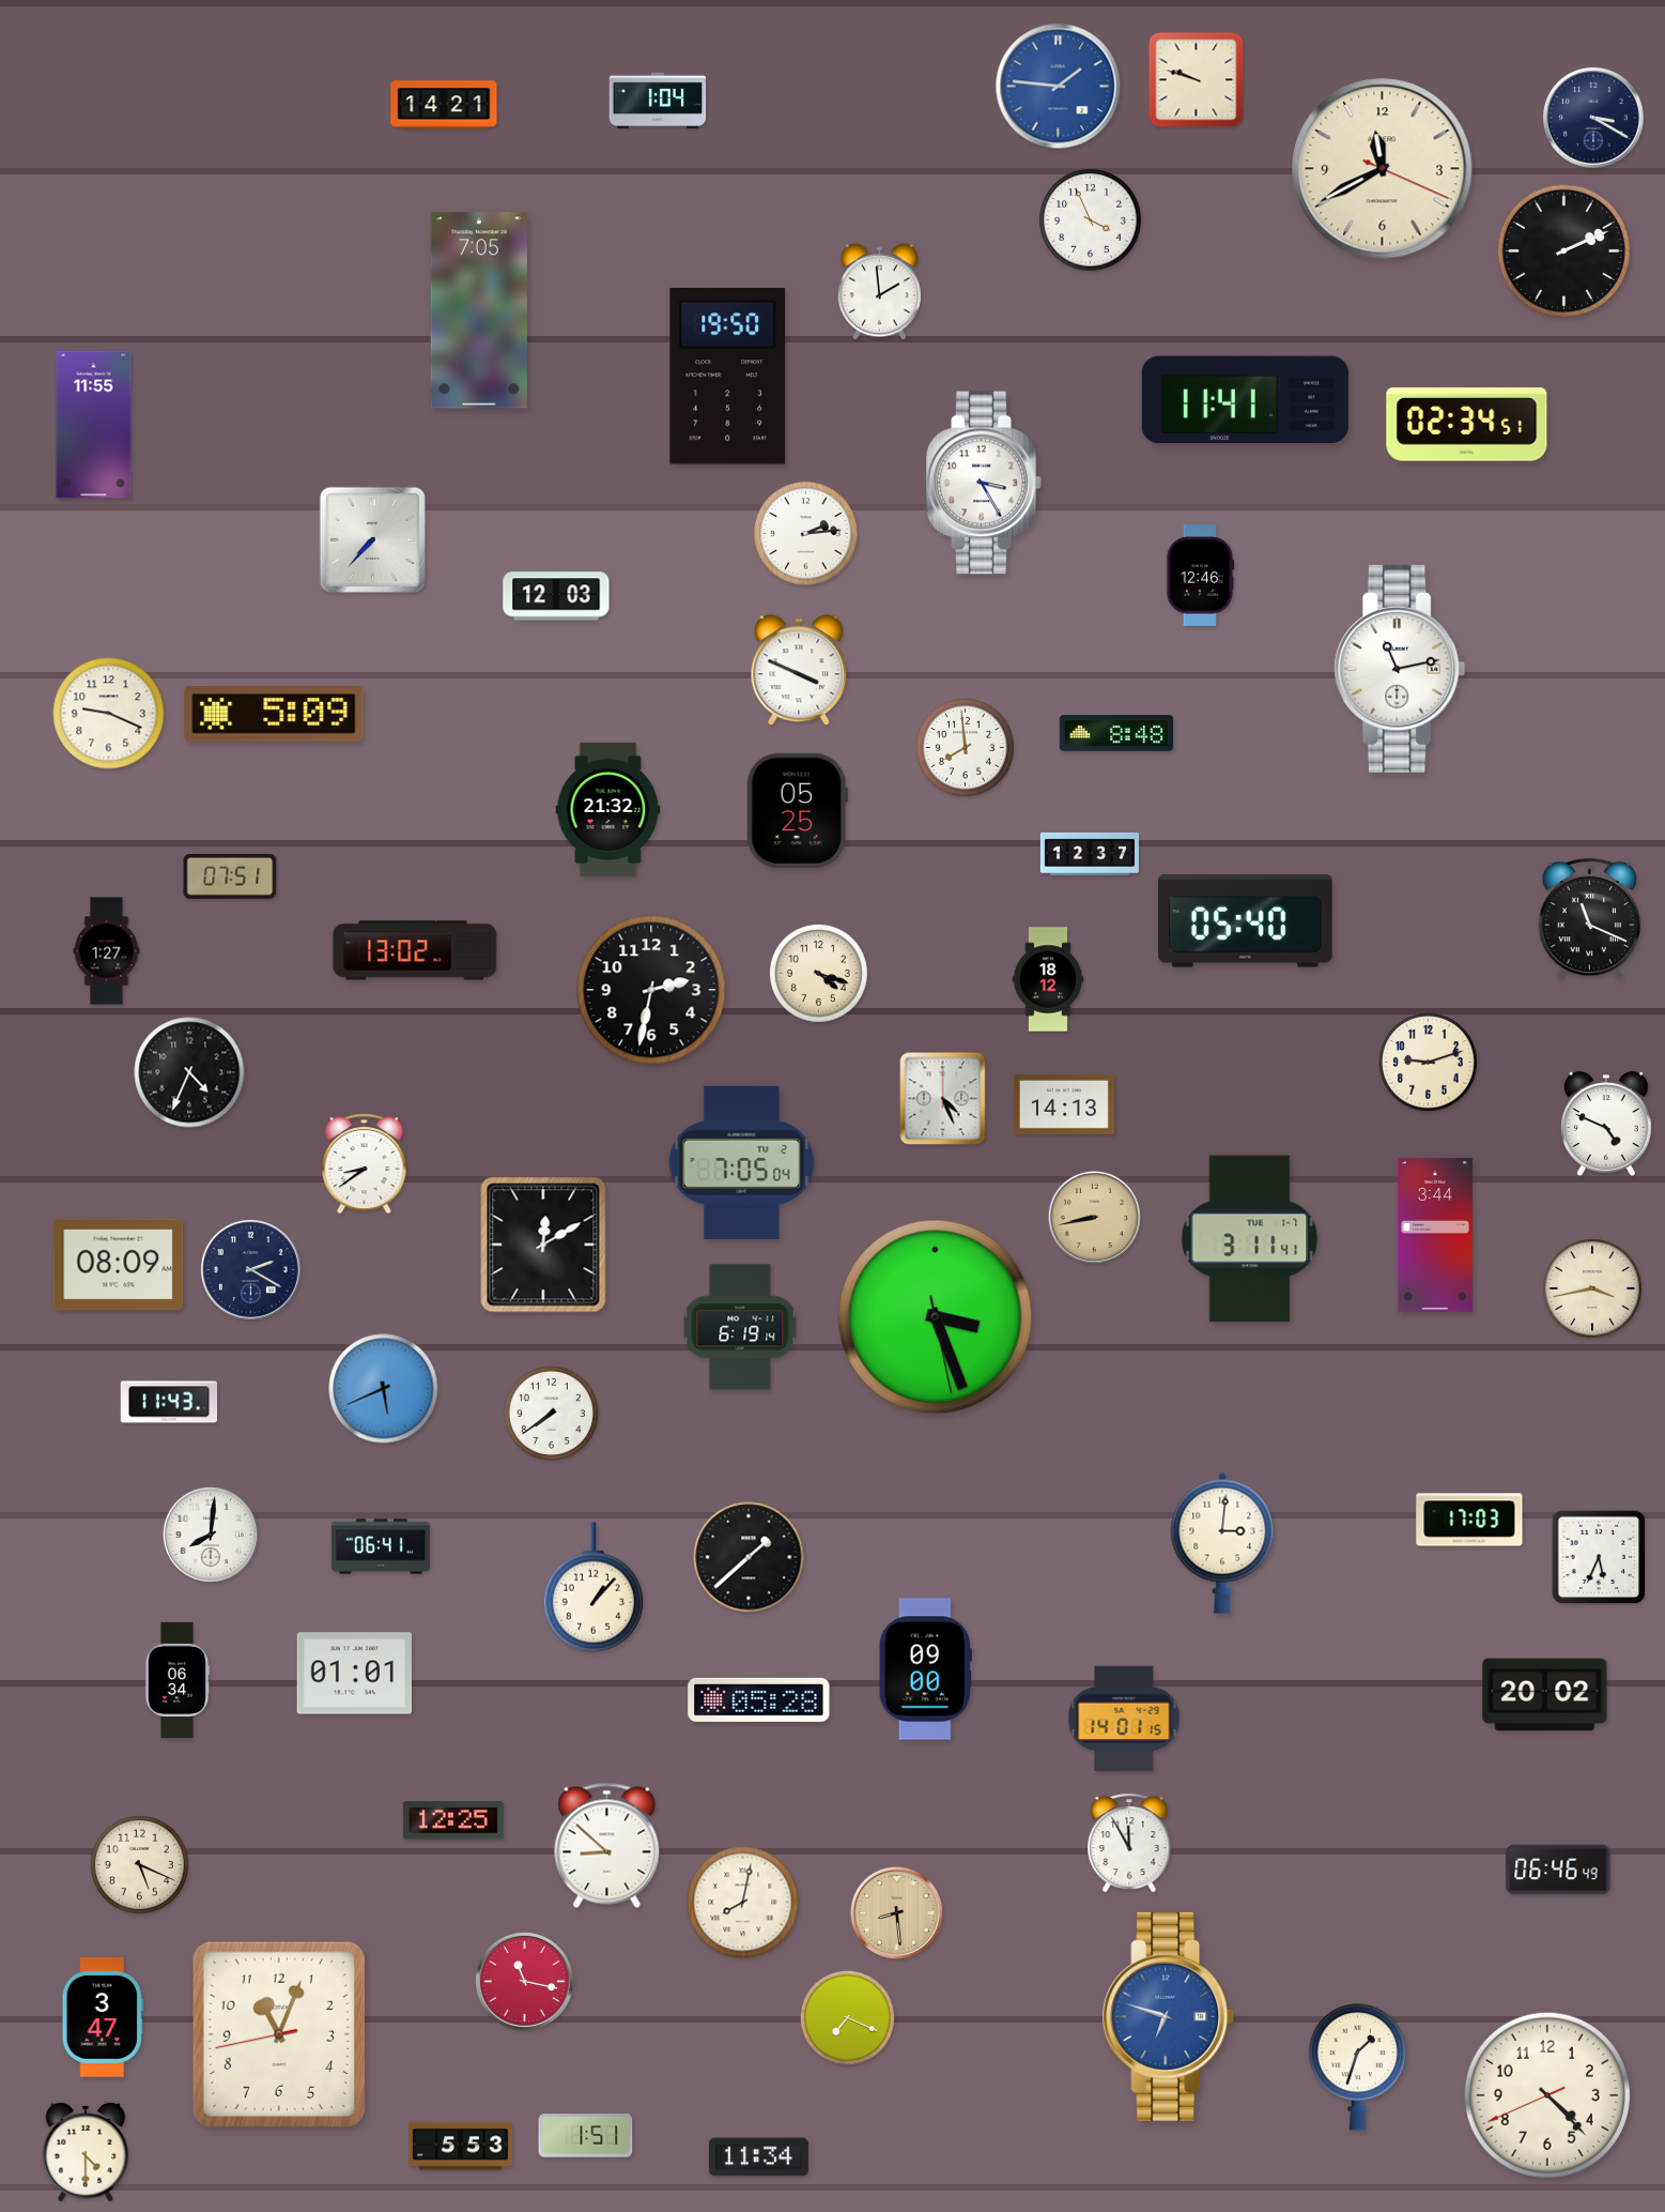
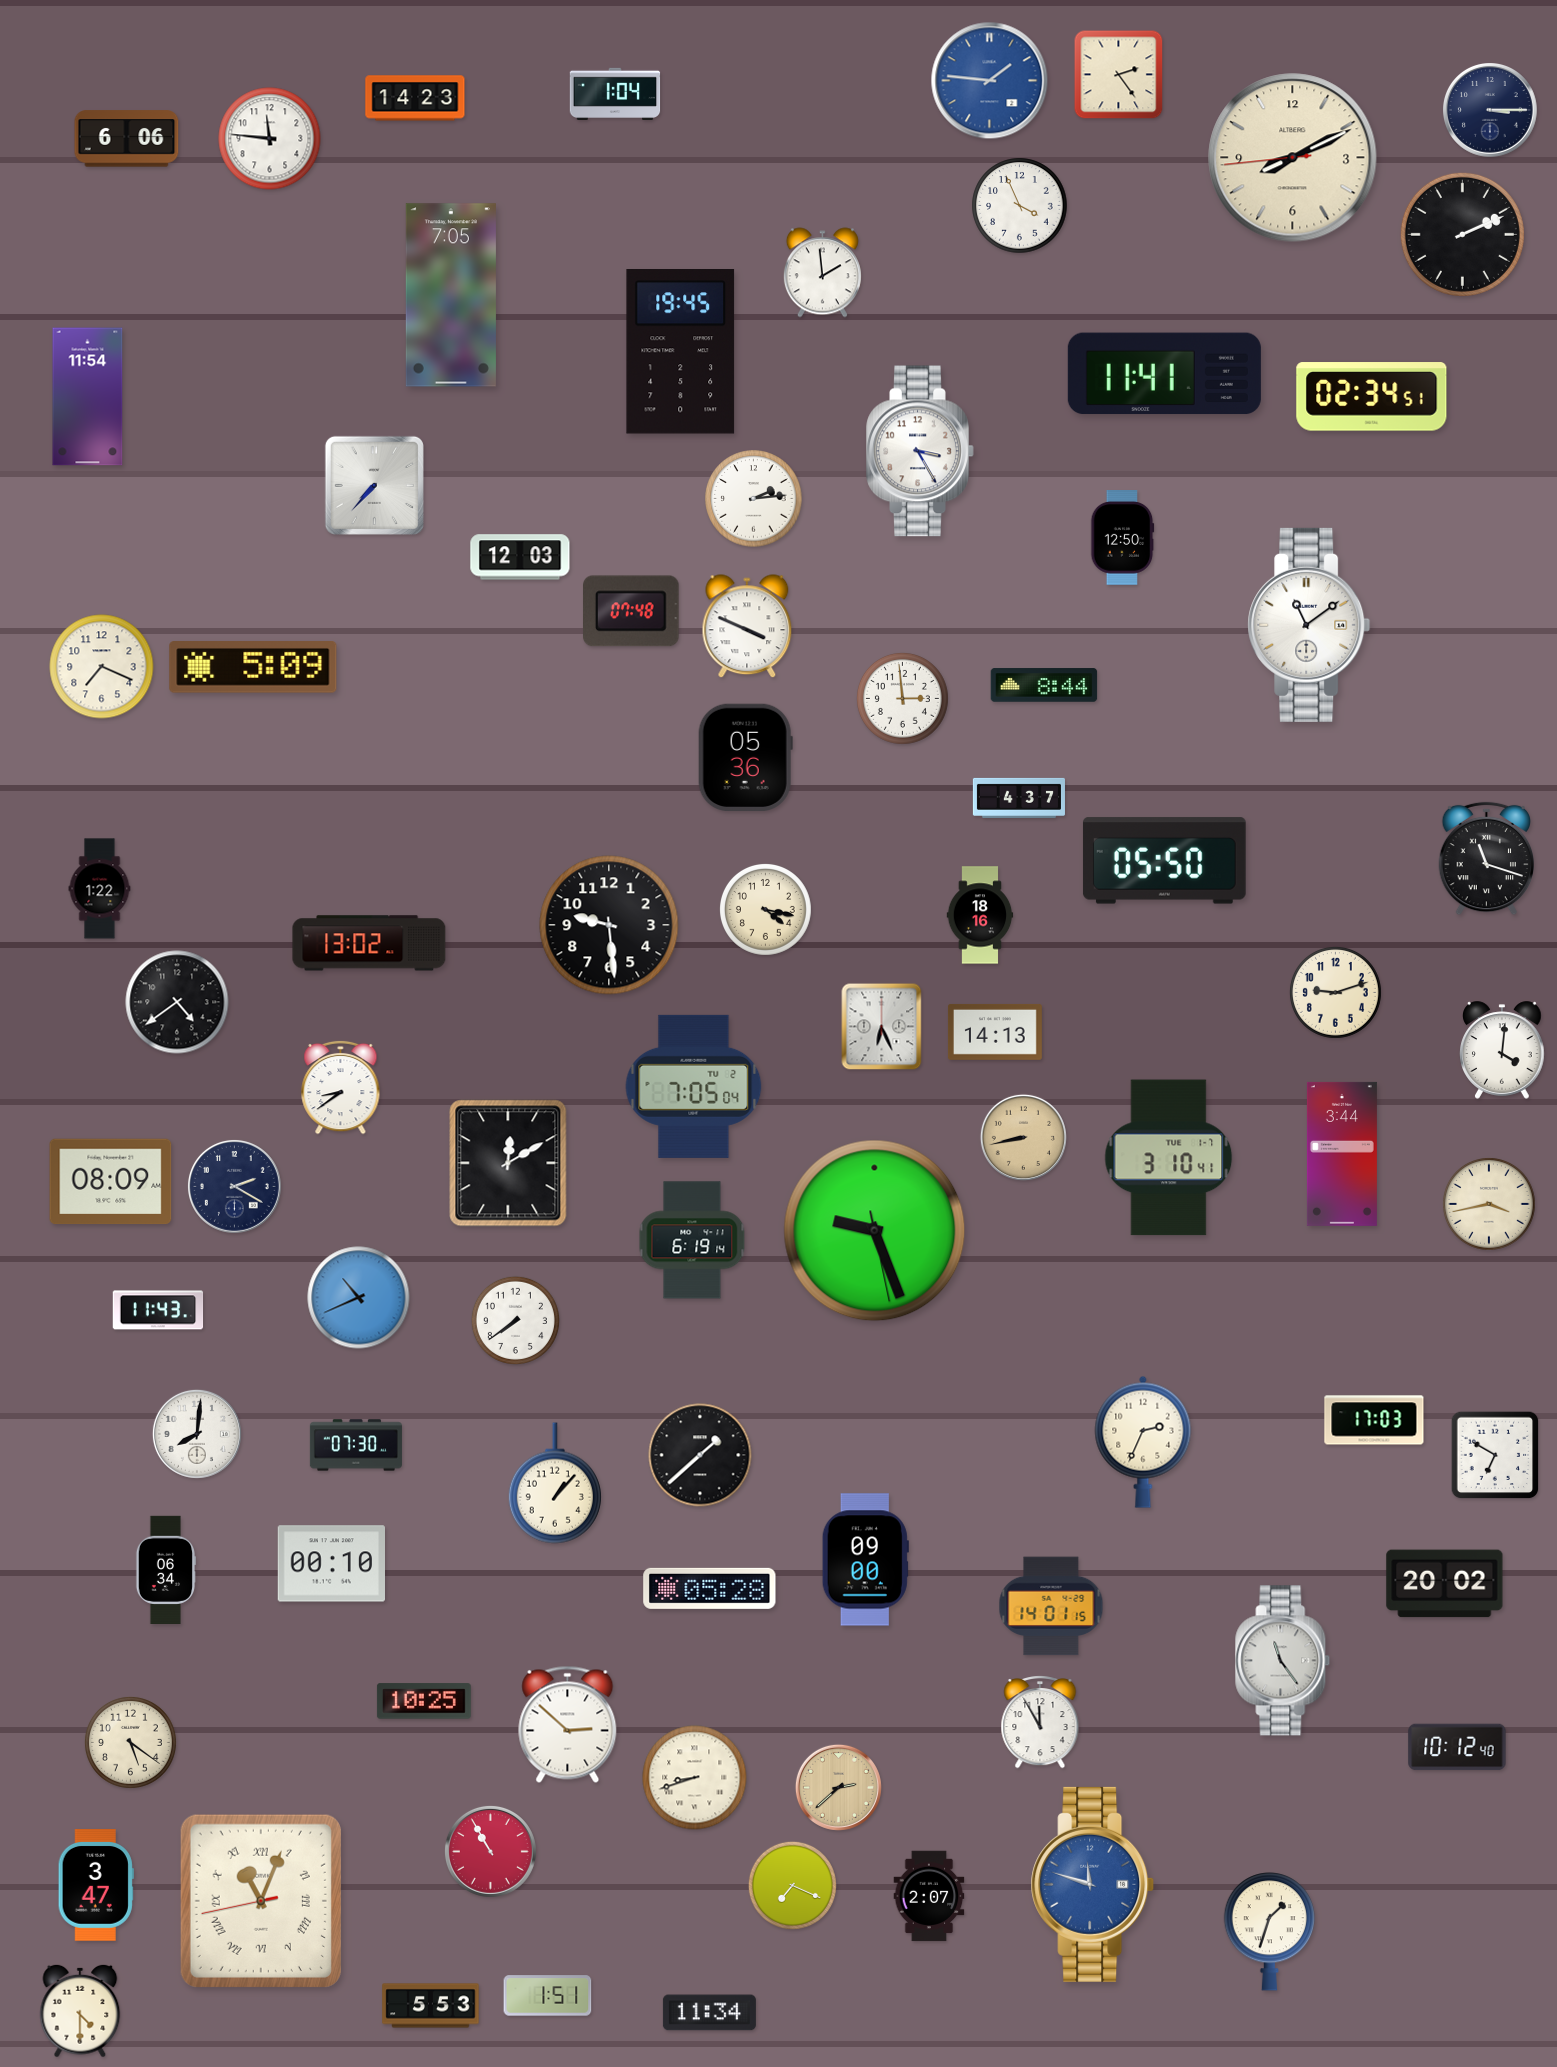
clock at (1197, 80): 9:48 -> 2:24
clock at (444, 105): 14:21 -> 14:23
clock at (1594, 119): 3:20 -> 3:15
clock at (127, 139): none -> 6:06
clock at (270, 139): none -> 11:46
clock at (1383, 169): 11:40 -> 8:10
clock at (479, 310) position: (479, 310) -> (451, 295)
clock at (728, 377): 19:50 -> 19:45
clock at (94, 425): 11:55 -> 11:54
clock at (372, 539) position: (372, 539) -> (374, 485)
clock at (1200, 576): 12:46 -> 12:50
clock at (632, 611): none -> 07:48
clock at (1400, 669): 11:13 -> 11:09
clock at (109, 714): 9:19 -> 7:19
clock at (274, 715) position: (274, 715) -> (253, 668)
clock at (1116, 733): 8:48 -> 8:44
clock at (965, 747): 7:59 -> 2:59
clock at (608, 809): 21:32 -> none
clock at (797, 810): 05:25 -> 05:36
clock at (1090, 854): 12:37 -> 4:37
clock at (230, 878): 07:51 -> none
clock at (1590, 919): 11:19 -> 11:18
clock at (1245, 921): 05:40 -> 05:50
clock at (415, 950) position: (415, 950) -> (369, 943)
clock at (107, 951): 1:27 -> 1:22
clock at (818, 973): 4:18 -> 4:17
clock at (1048, 979): 18:12 -> 18:16
clock at (651, 990): 2:32 -> 9:29
clock at (189, 1072): 4:34 -> 4:39
clock at (943, 1099): 4:26 -> 6:26
clock at (1607, 1124): 4:49 -> 4:01
clock at (1250, 1239): 3:11 -> 3:10
clock at (936, 1317): 3:26 -> 9:26
clock at (384, 1389): 5:41 -> 10:41
clock at (1222, 1543): 3:01 -> 2:34
clock at (381, 1546): 06:41 -> 07:30
clock at (1599, 1557): 5:34 -> 6:50
clock at (354, 1674): 01:01 -> 00:10
clock at (1283, 1661): none -> 11:24
clock at (453, 1820): 12:25 -> 10:25
clock at (1129, 1844) position: (1129, 1844) -> (1040, 1723)
clock at (607, 1845): 8:52 -> 2:52
clock at (139, 1864): 5:19 -> 5:21
clock at (1558, 1870): 06:46 -> 10:12
clock at (743, 1903): 8:02 -> 8:42
clock at (896, 1912): 8:29 -> 2:38
clock at (524, 1981): 11:17 -> 10:55
clock at (1169, 2016): 6:48 -> 11:48
clock at (929, 1896): none -> 2:07
clock at (279, 2034) numerals: Arabic -> Roman
clock at (1547, 2095): 4:22 -> none
clock at (758, 2157) position: (758, 2157) -> (709, 2013)
